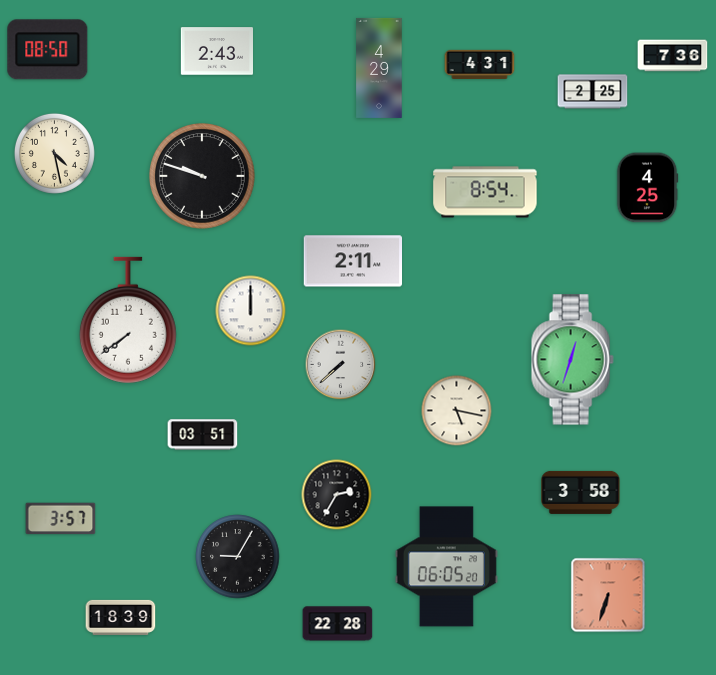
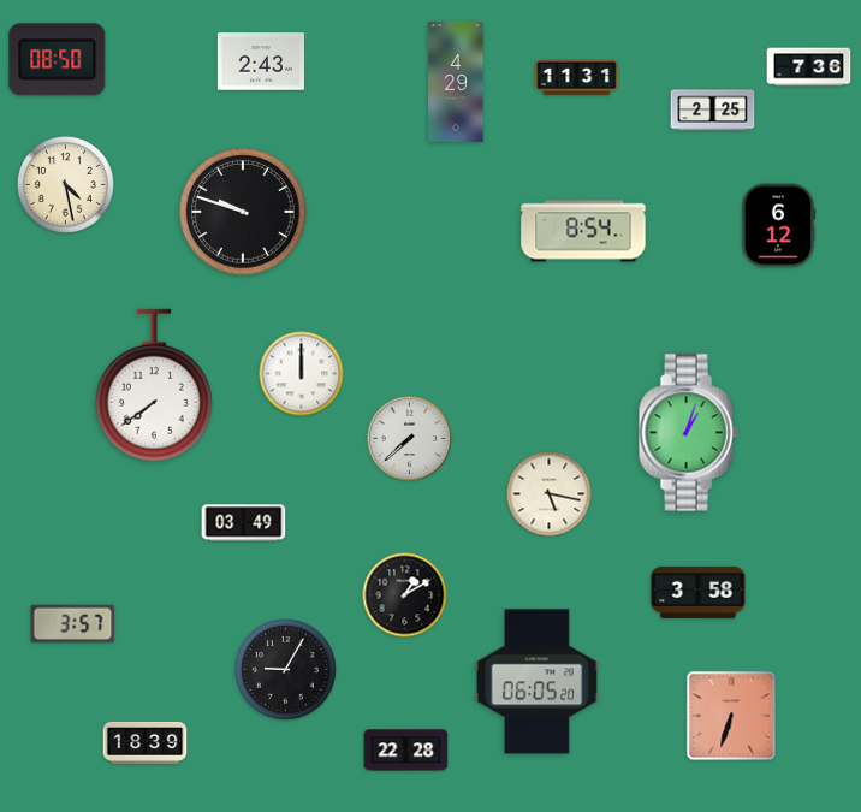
clock at (480, 65): 4:31 -> 11:31
clock at (647, 188): 4:25 -> 6:12
clock at (352, 261): 2:11 -> none
clock at (572, 360): 12:33 -> 1:03
clock at (203, 435): 03:51 -> 03:49
clock at (337, 495): 2:35 -> 1:10
